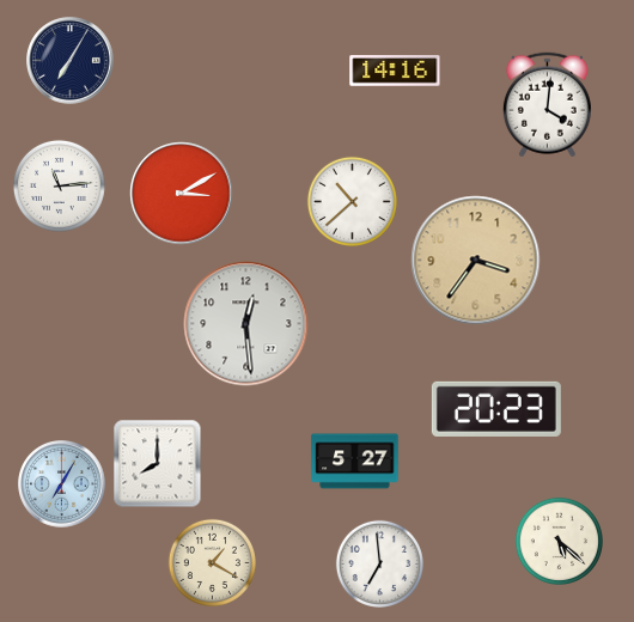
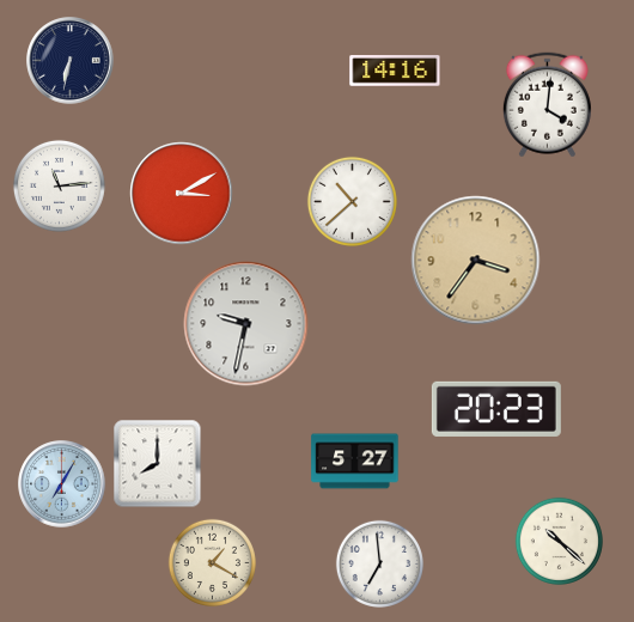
clock at (71, 61): 7:05 -> 6:32
clock at (246, 324): 12:29 -> 9:32
clock at (559, 541): 5:22 -> 10:22
